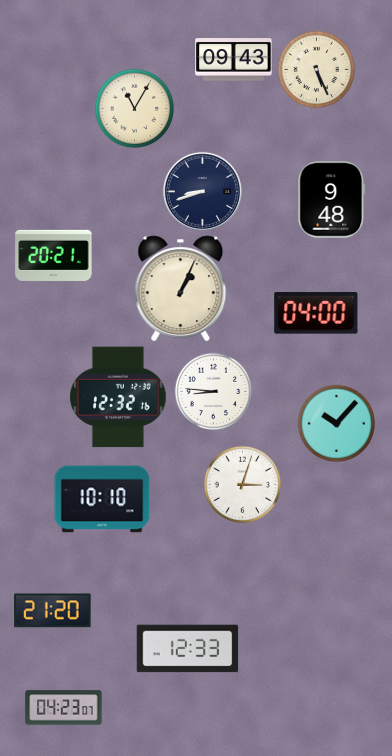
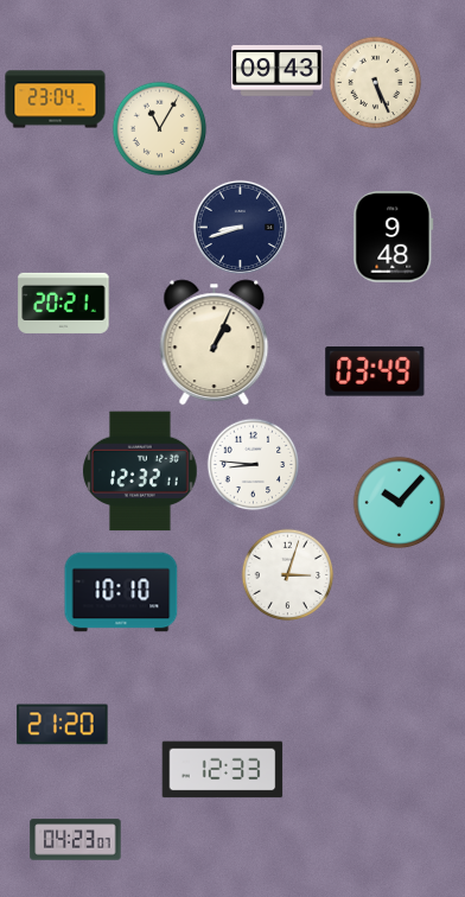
clock at (56, 100): none -> 23:04
clock at (316, 313): 04:00 -> 03:49
clock at (118, 397): 12:32:16 -> 12:32:11
